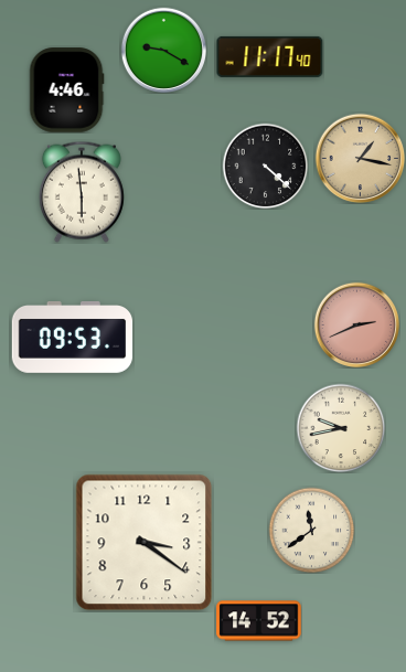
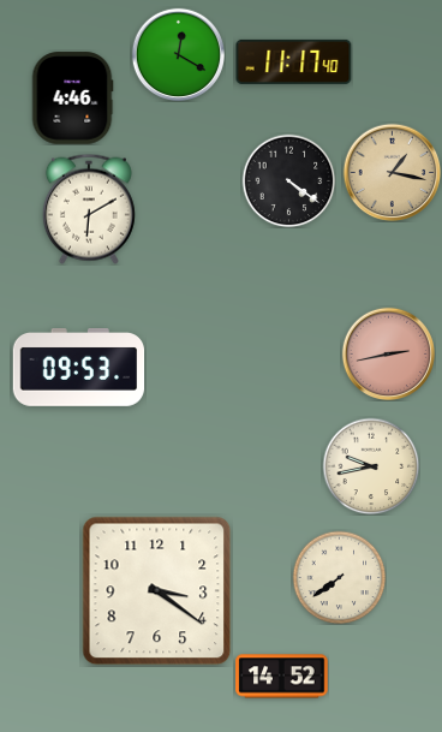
clock at (163, 50): 9:20 -> 12:20
clock at (265, 166): 4:22 -> 4:21
clock at (82, 192): 5:59 -> 6:10
clock at (356, 324): 2:41 -> 2:43
clock at (311, 530): 11:39 -> 7:39
